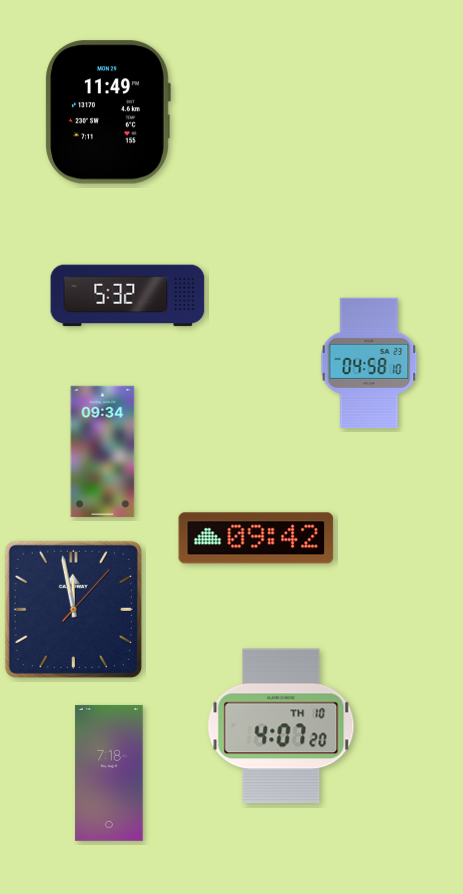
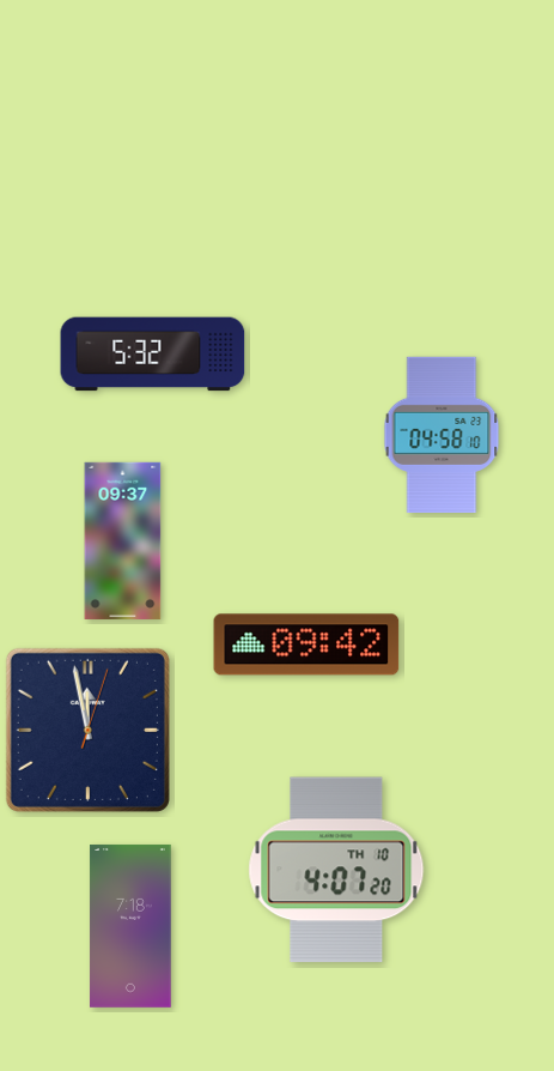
clock at (108, 112): 11:49 -> none
clock at (103, 451): 09:34 -> 09:37
clock at (73, 609): 11:58:07 -> 11:58:03
